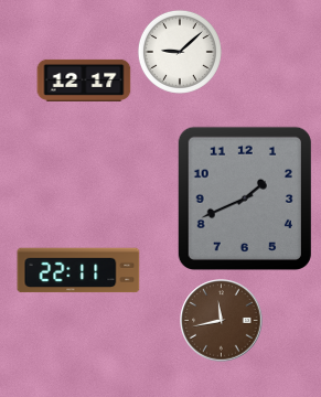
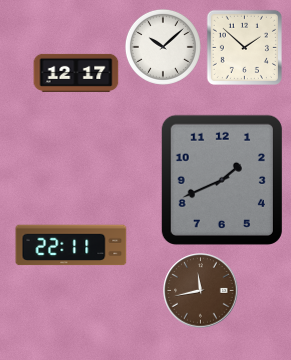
clock at (180, 52): 9:08 -> 10:08
clock at (244, 47): none -> 1:52
